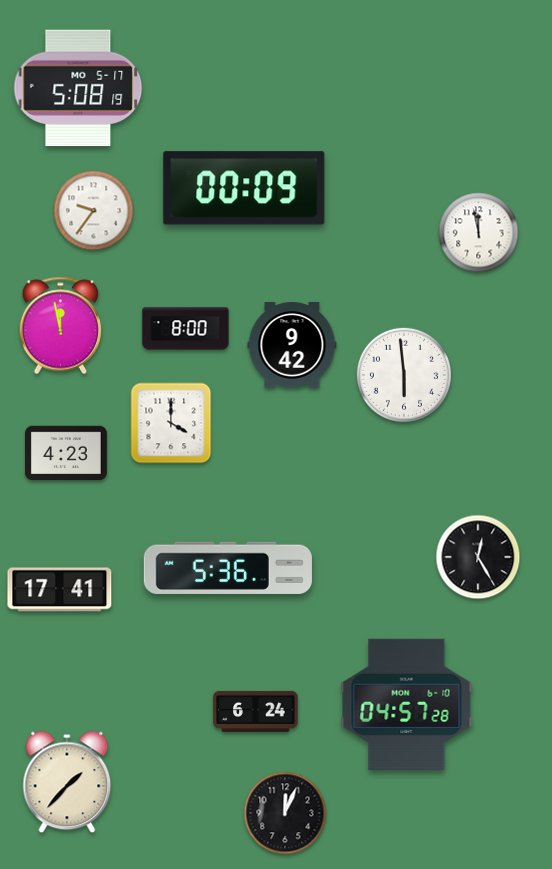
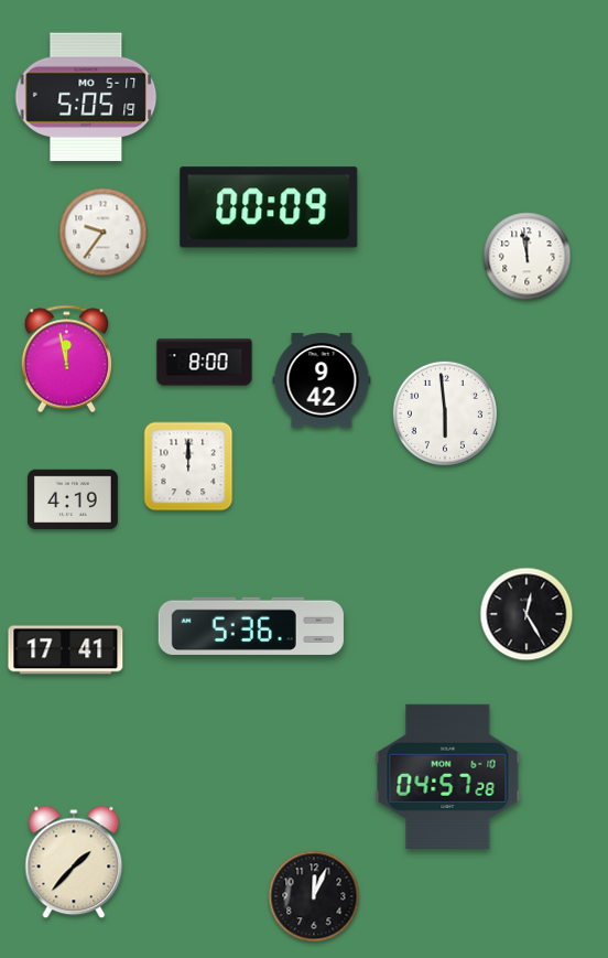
clock at (78, 88): 5:08 -> 5:05
clock at (171, 423): 4:00 -> 12:00
clock at (66, 453): 4:23 -> 4:19
clock at (256, 711): 6:24 -> none
